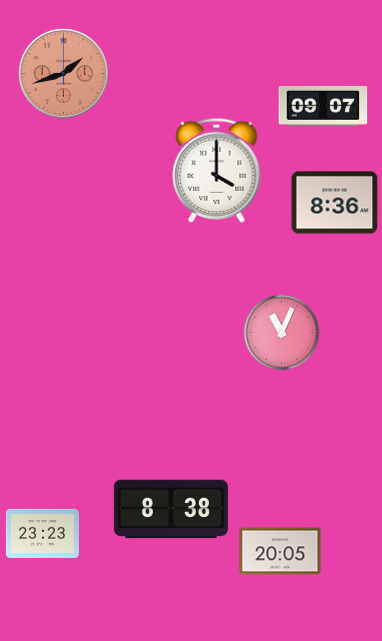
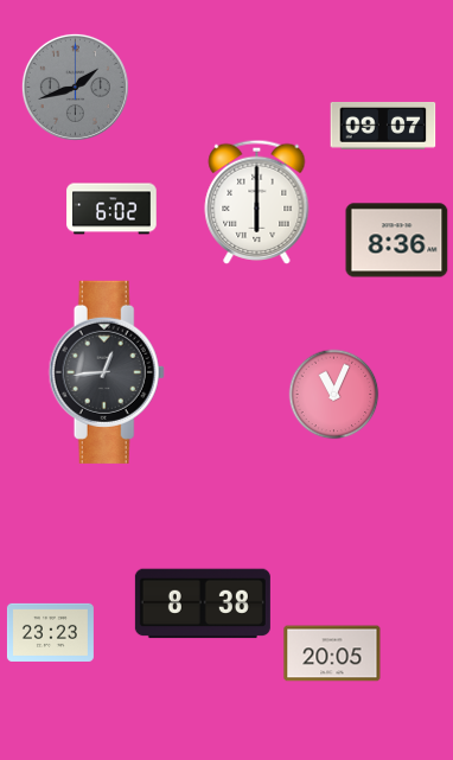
clock at (63, 73) dial: salmon -> grey
clock at (217, 170): 4:00 -> 6:00
clock at (111, 209): none -> 6:02
clock at (107, 372): none -> 12:44
